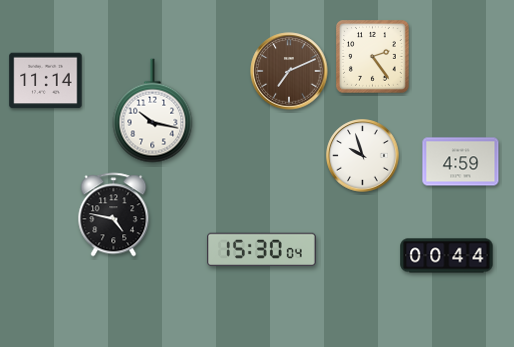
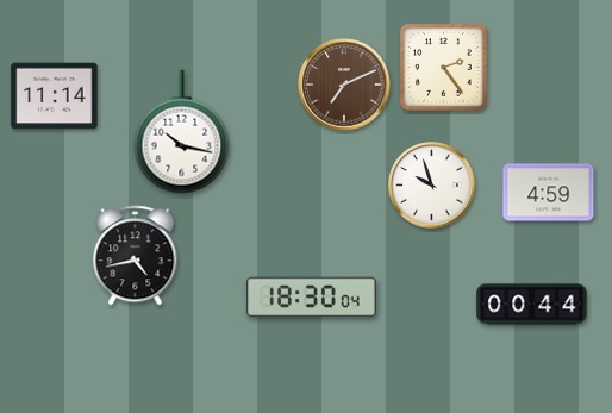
clock at (114, 215): 4:47 -> 4:43
clock at (262, 250): 15:30 -> 18:30
